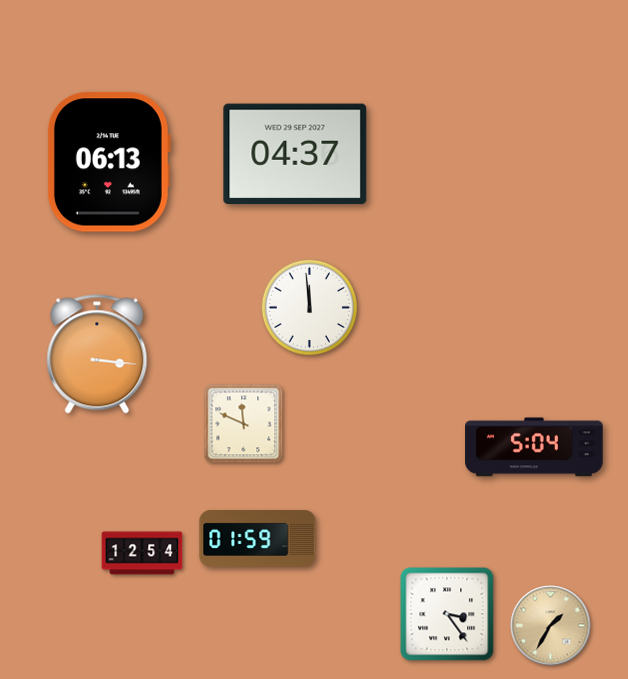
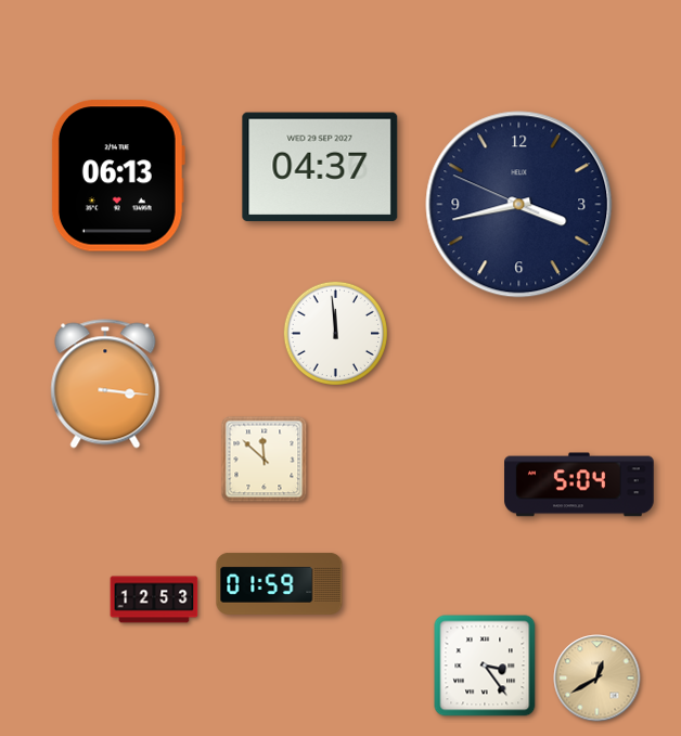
clock at (519, 205): none -> 3:42
clock at (244, 424): 11:49 -> 11:52
clock at (142, 553): 12:54 -> 12:53
clock at (551, 626): 1:35 -> 12:40
